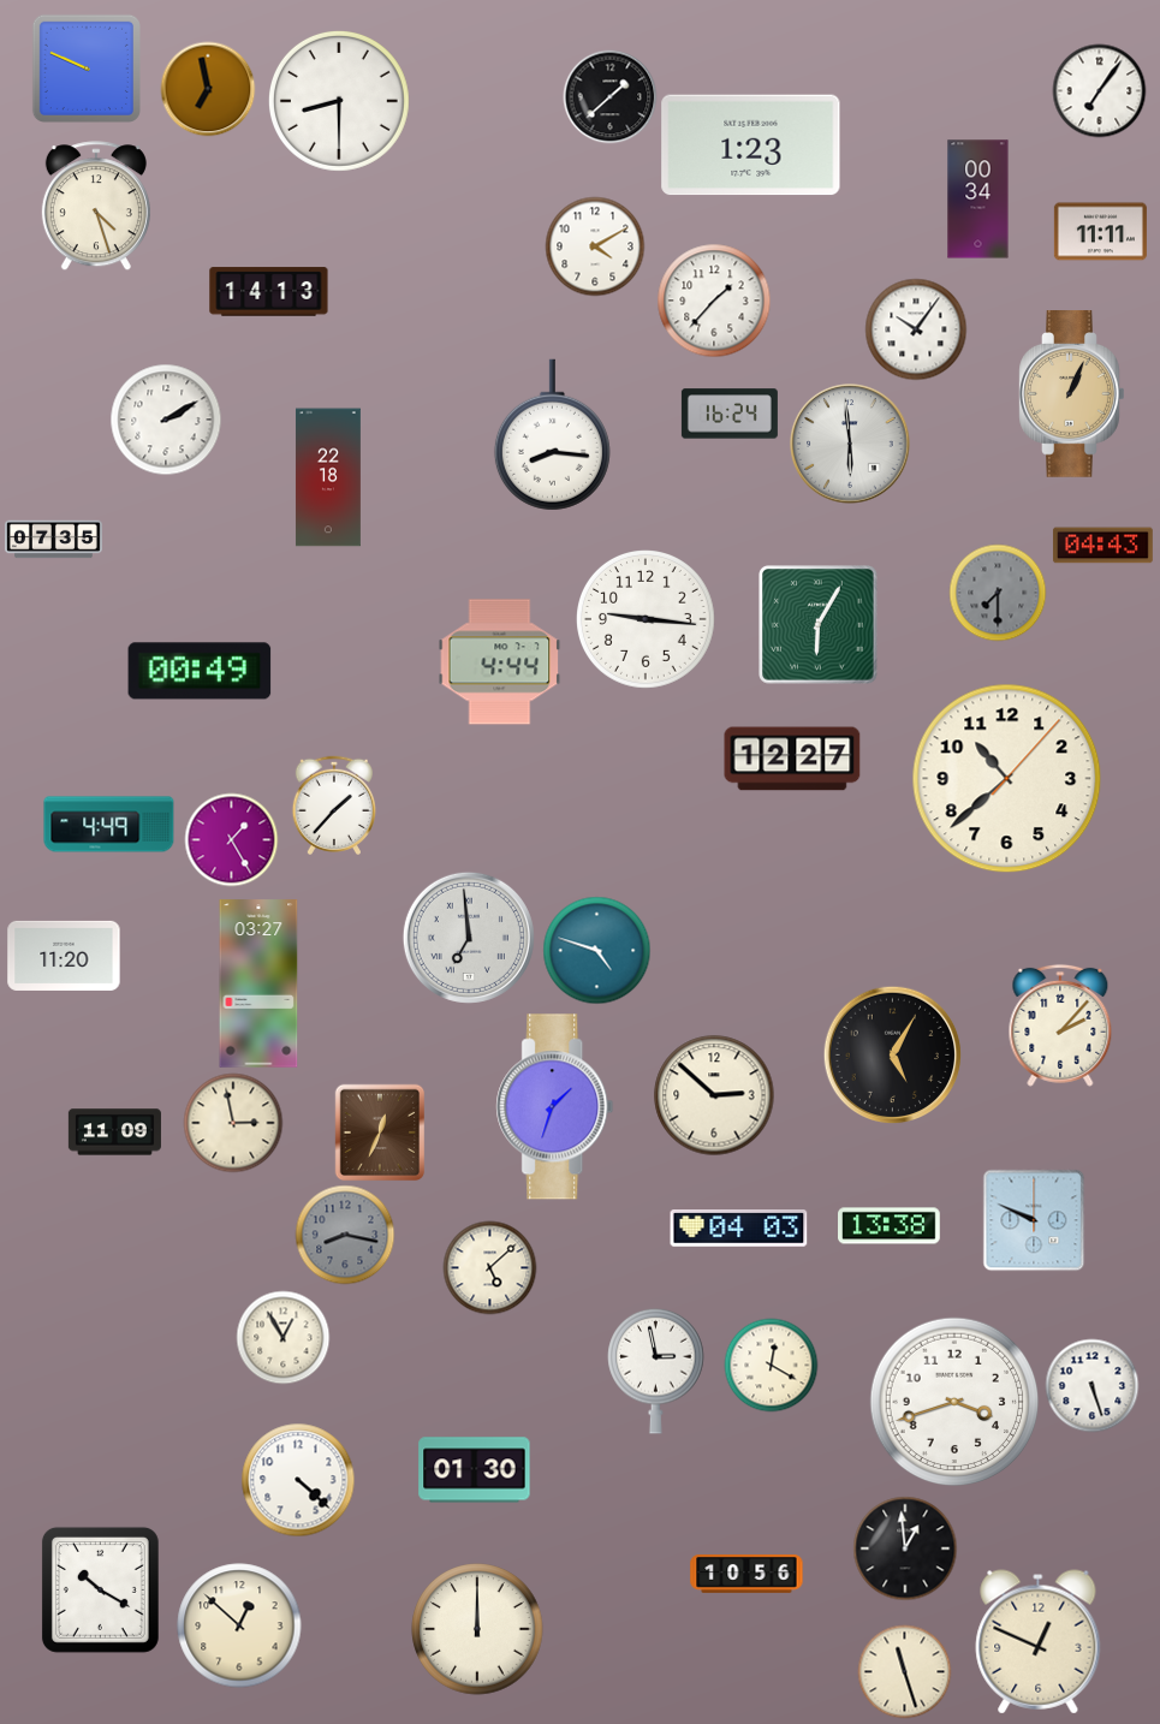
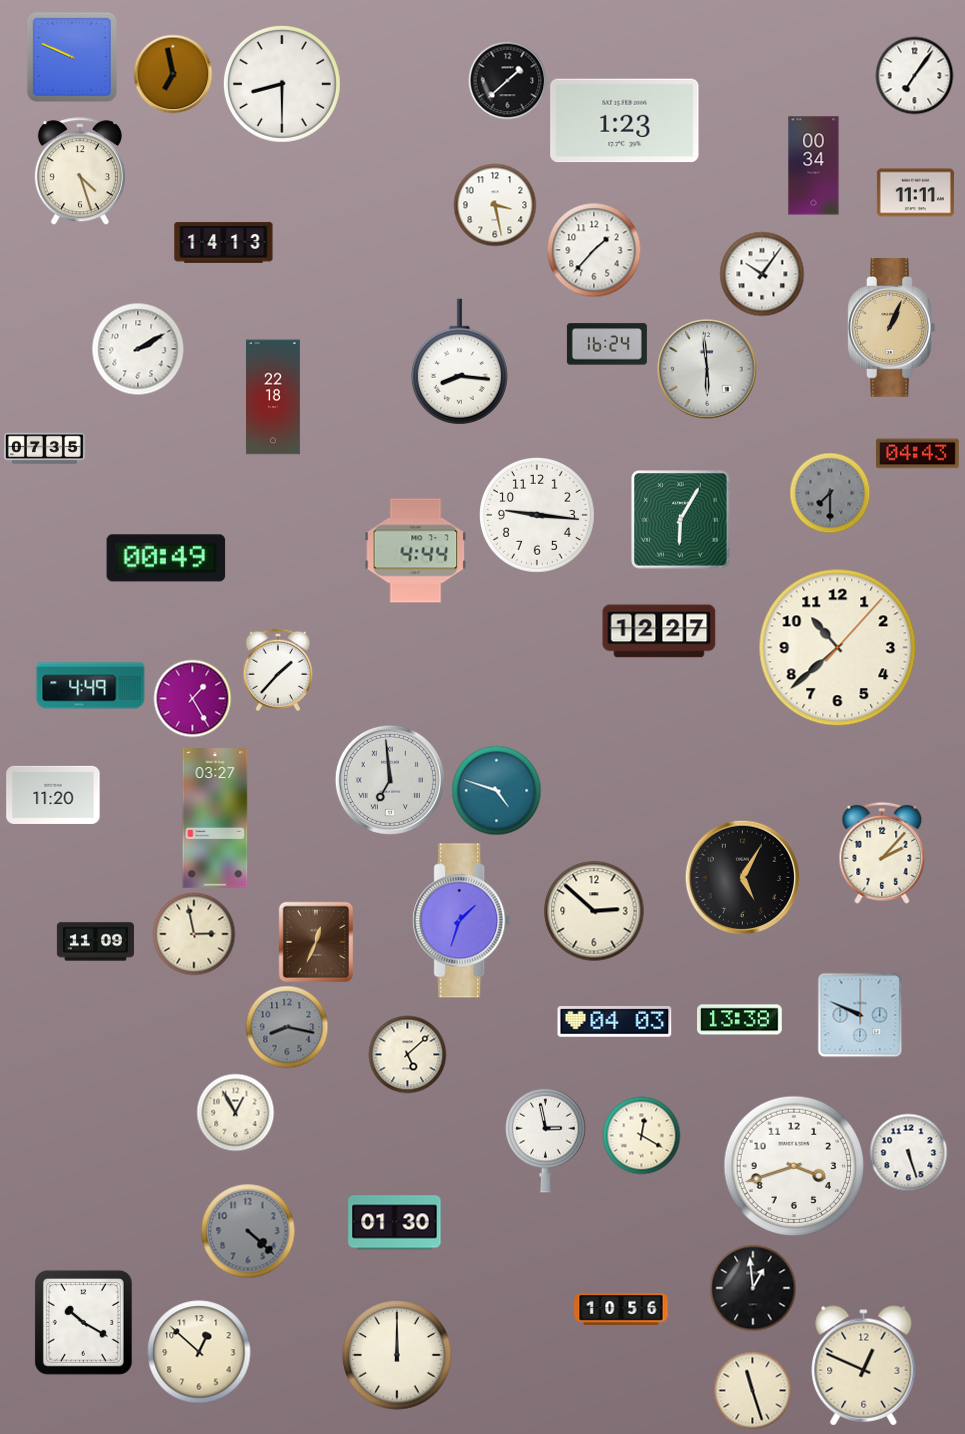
clock at (595, 246): 4:10 -> 3:28
clock at (298, 1480) dial: white -> grey
